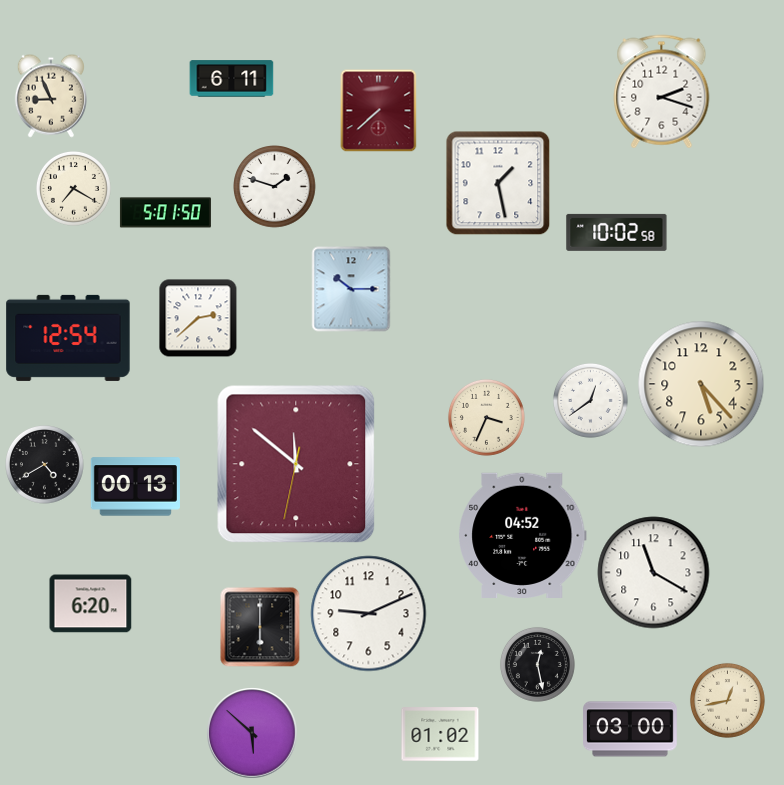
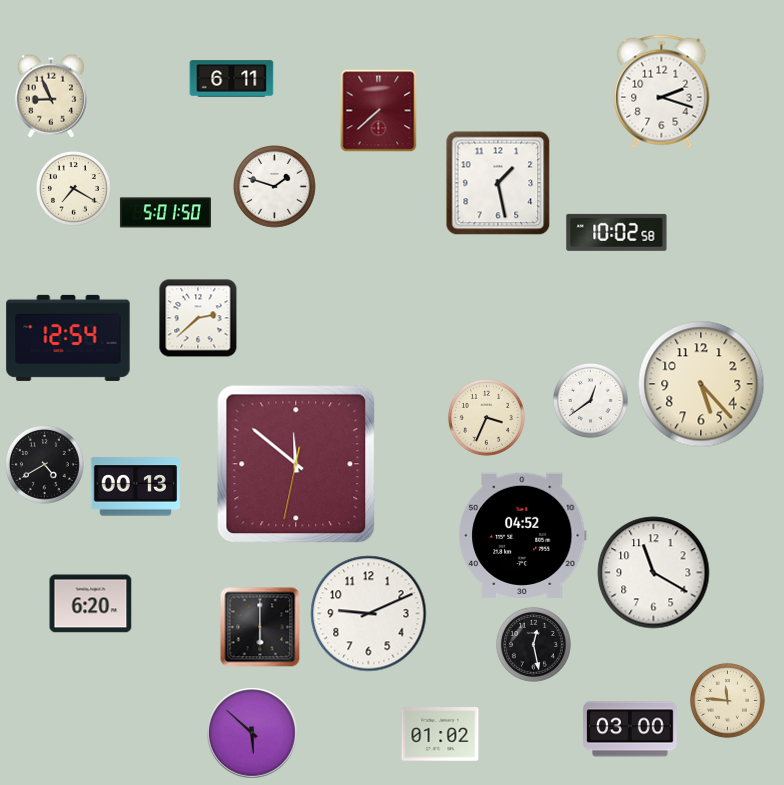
clock at (351, 289): 10:15 -> none
clock at (537, 664) position: (537, 664) -> (533, 644)
clock at (727, 700): 12:43 -> 11:46
